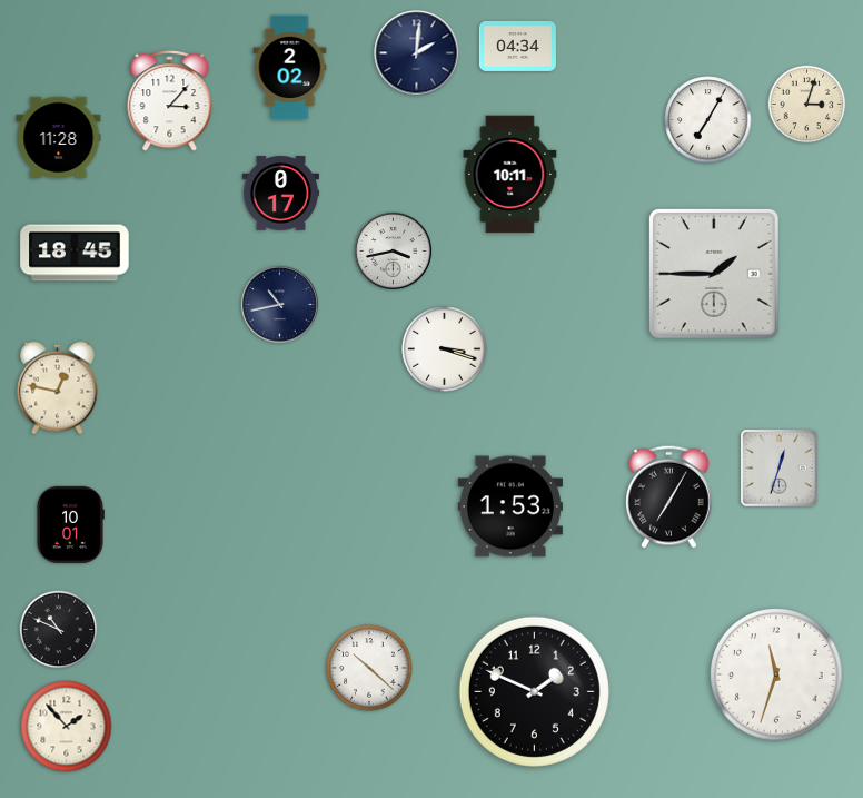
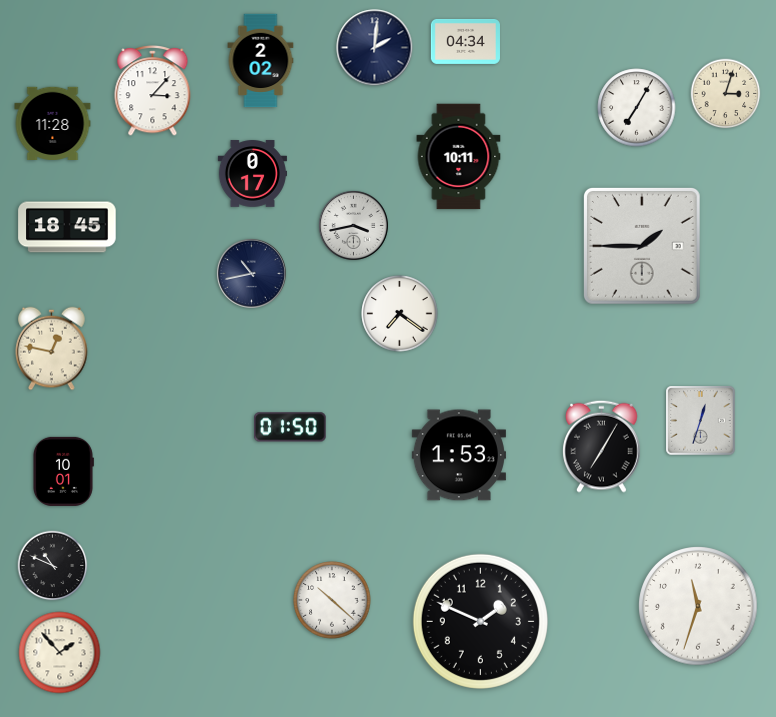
clock at (445, 349): 3:18 -> 7:21
clock at (290, 427): none -> 01:50
